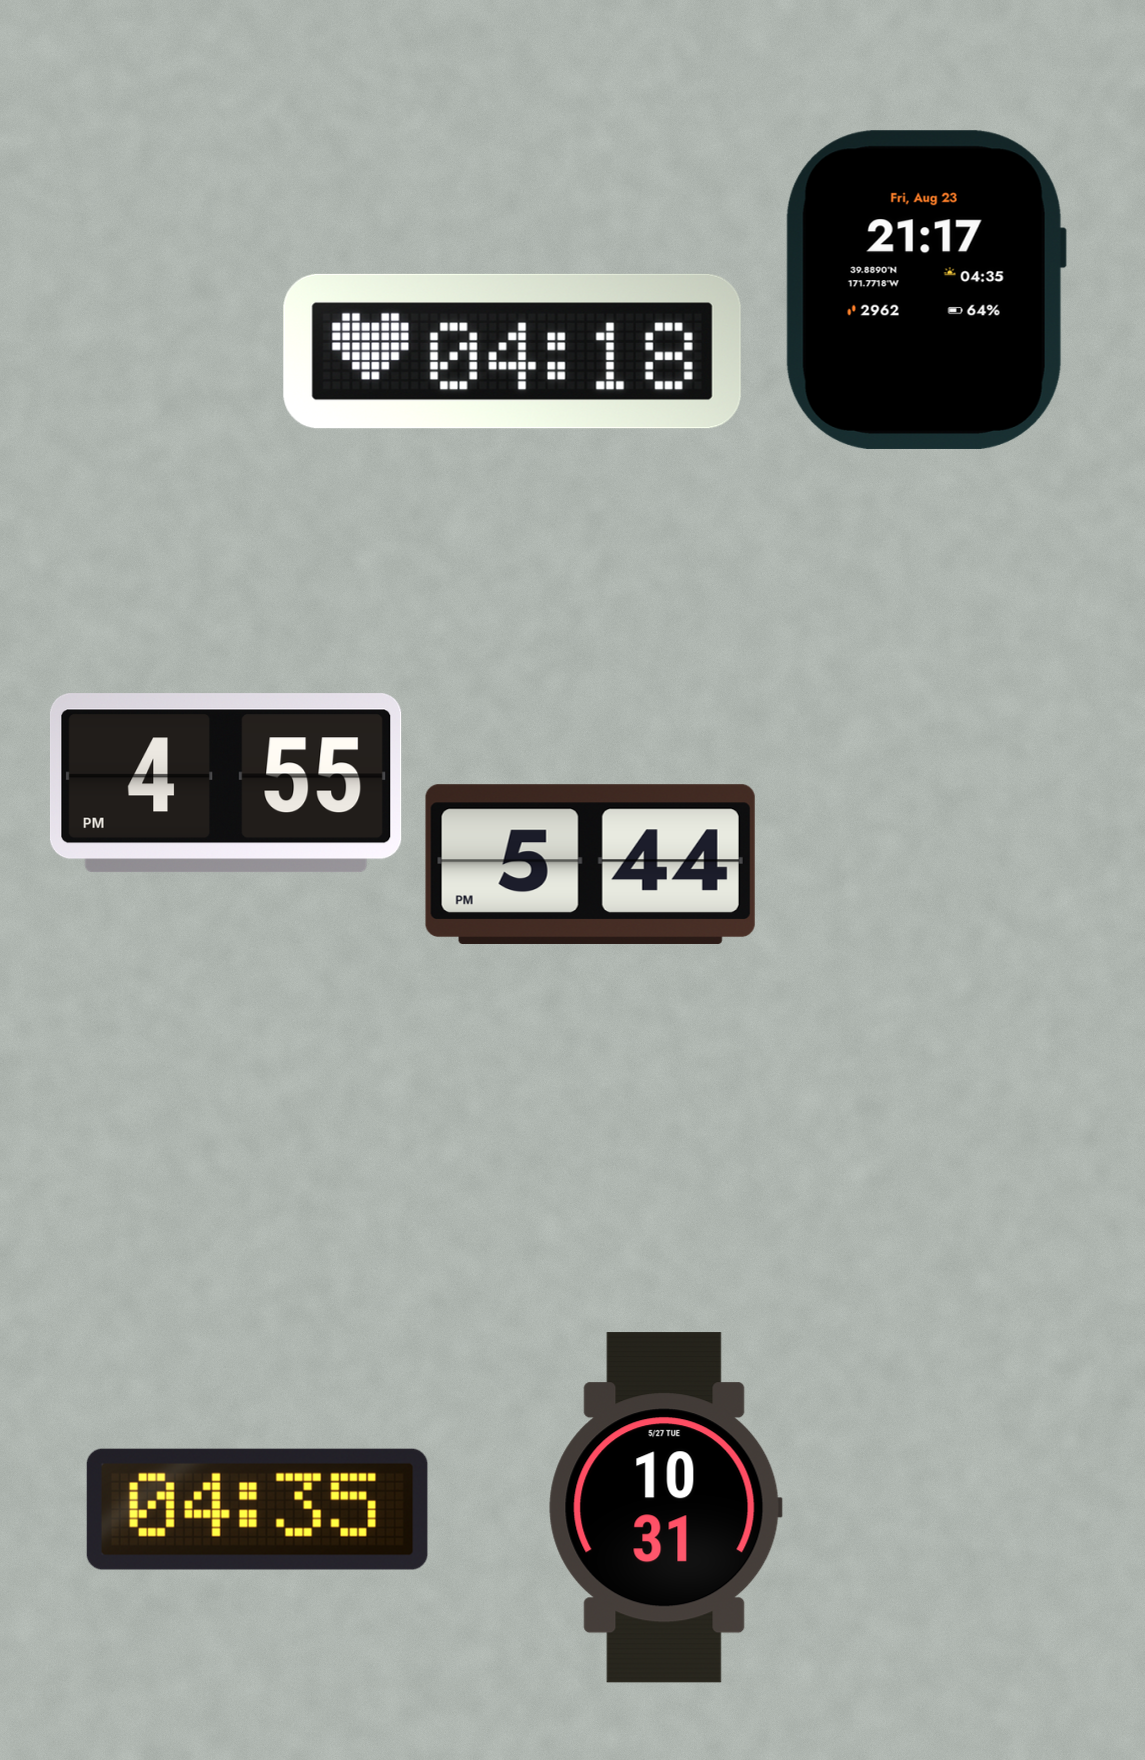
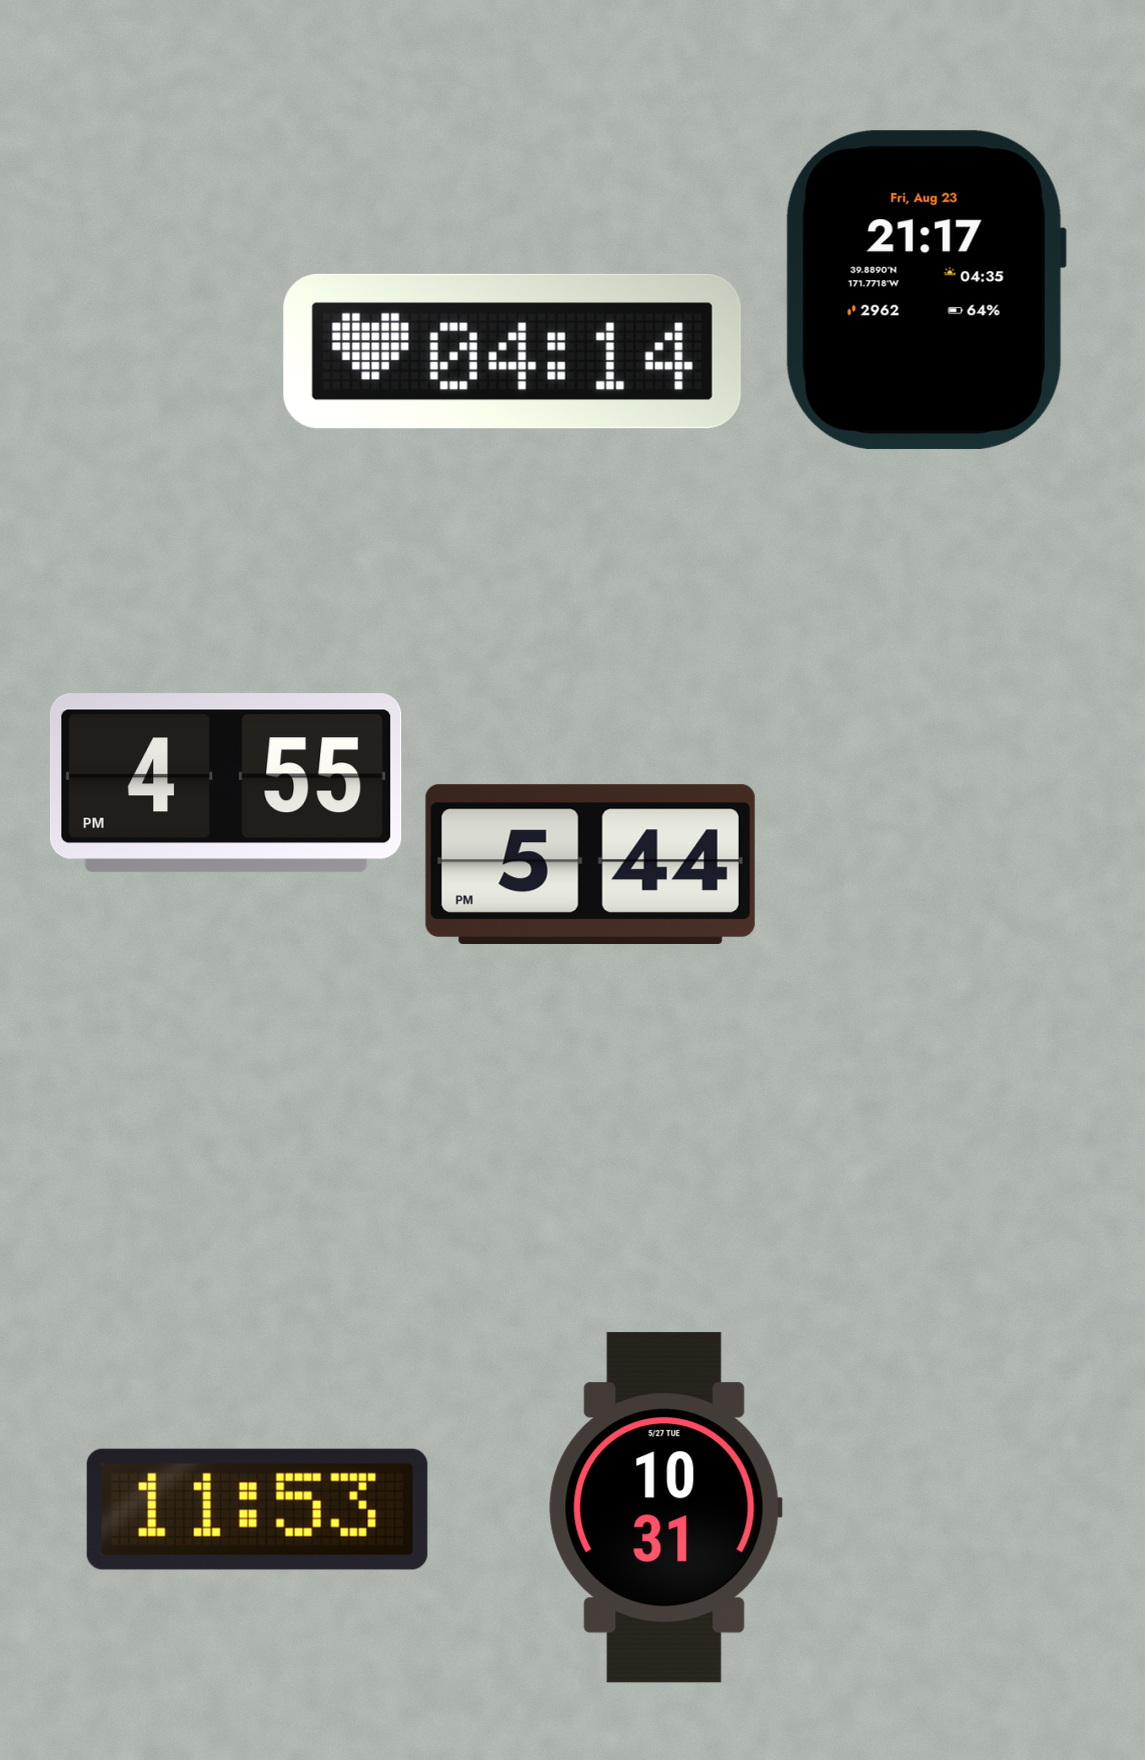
clock at (512, 351): 04:18 -> 04:14
clock at (257, 1509): 04:35 -> 11:53
